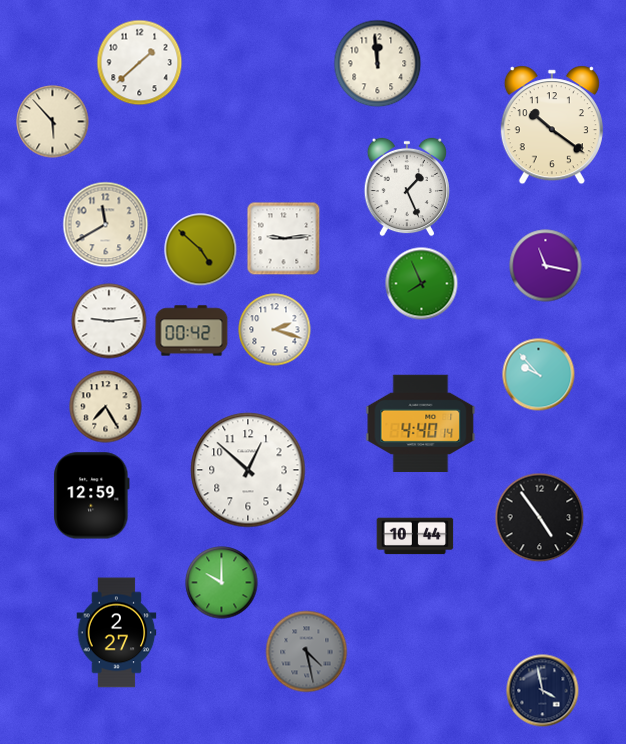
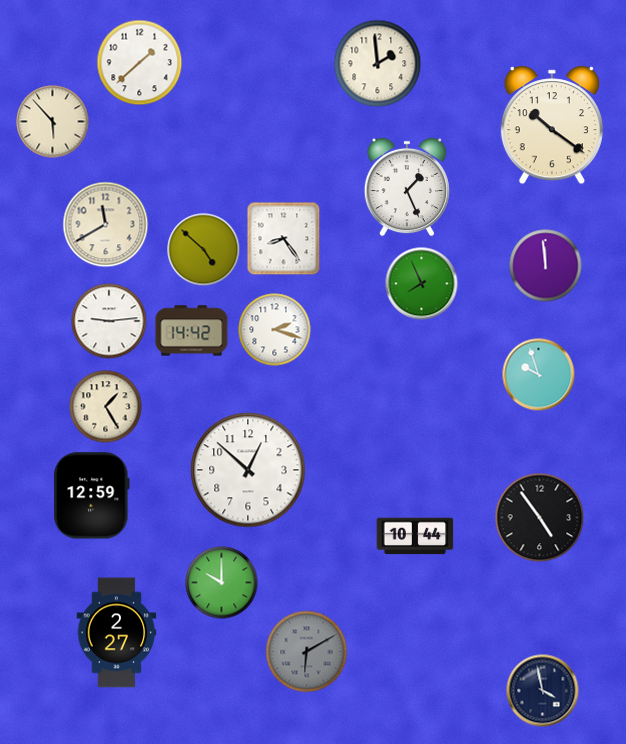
clock at (378, 64): 11:59 -> 1:59
clock at (284, 239): 9:14 -> 8:24
clock at (201, 250) position: (201, 250) -> (204, 250)
clock at (546, 266): 11:17 -> 11:59
clock at (192, 331): 00:42 -> 14:42
clock at (539, 375): 9:53 -> 9:57
clock at (106, 407): 7:25 -> 1:25
clock at (421, 423): 4:40 -> none
clock at (307, 652): 4:28 -> 6:10
